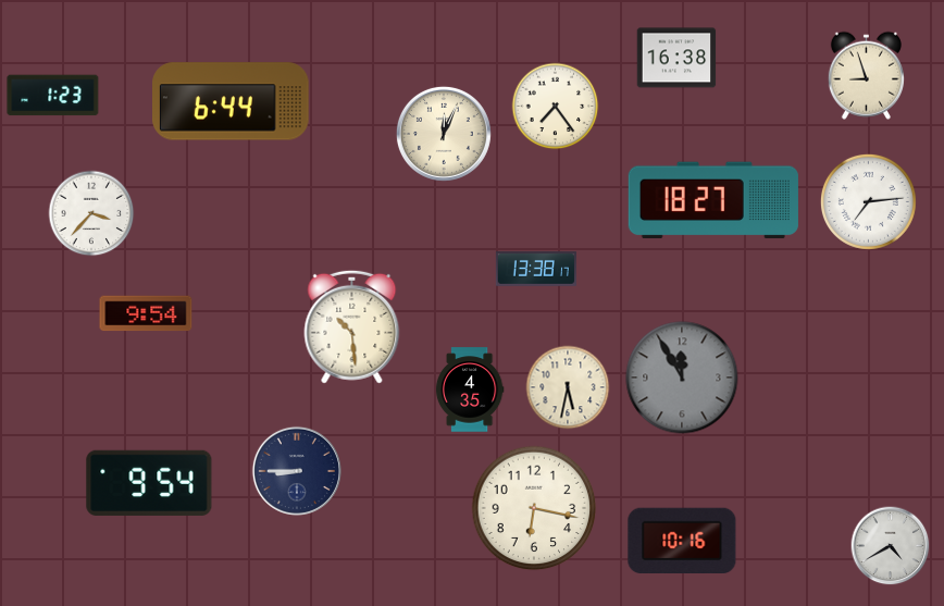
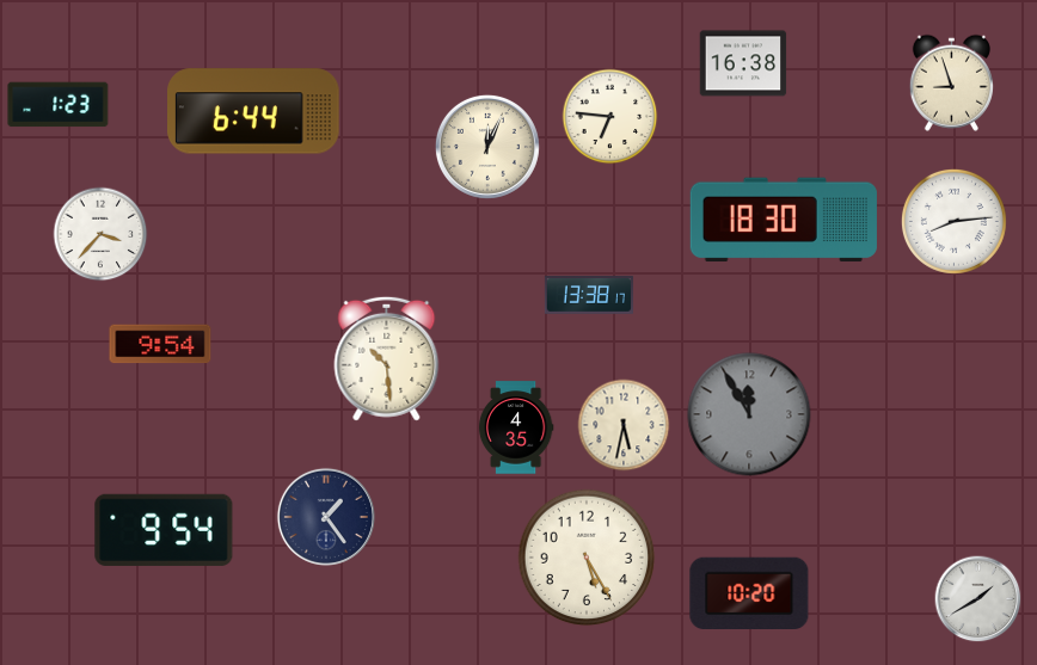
clock at (556, 107): 7:24 -> 6:46
clock at (713, 200): 18:27 -> 18:30
clock at (868, 201): 7:14 -> 8:14
clock at (297, 471): 8:45 -> 1:24
clock at (534, 508): 6:17 -> 5:25
clock at (682, 540): 10:16 -> 10:20
clock at (891, 546): 4:40 -> 1:40
